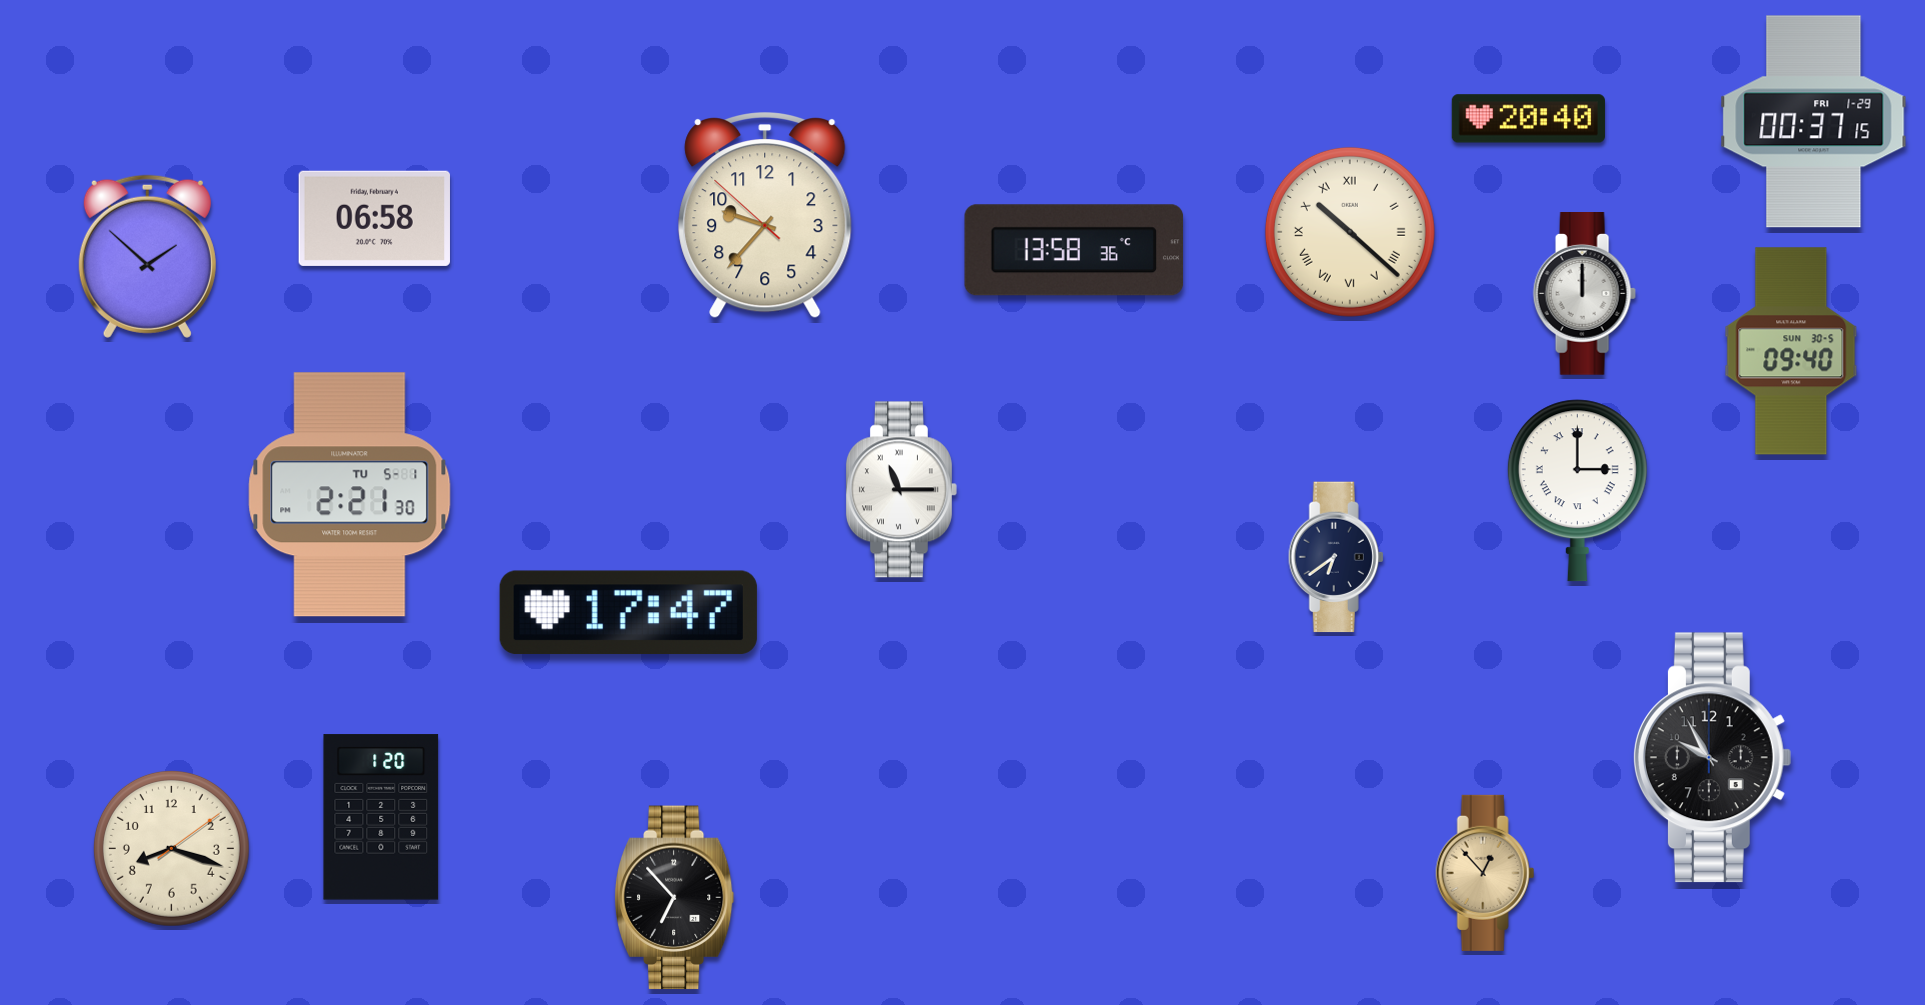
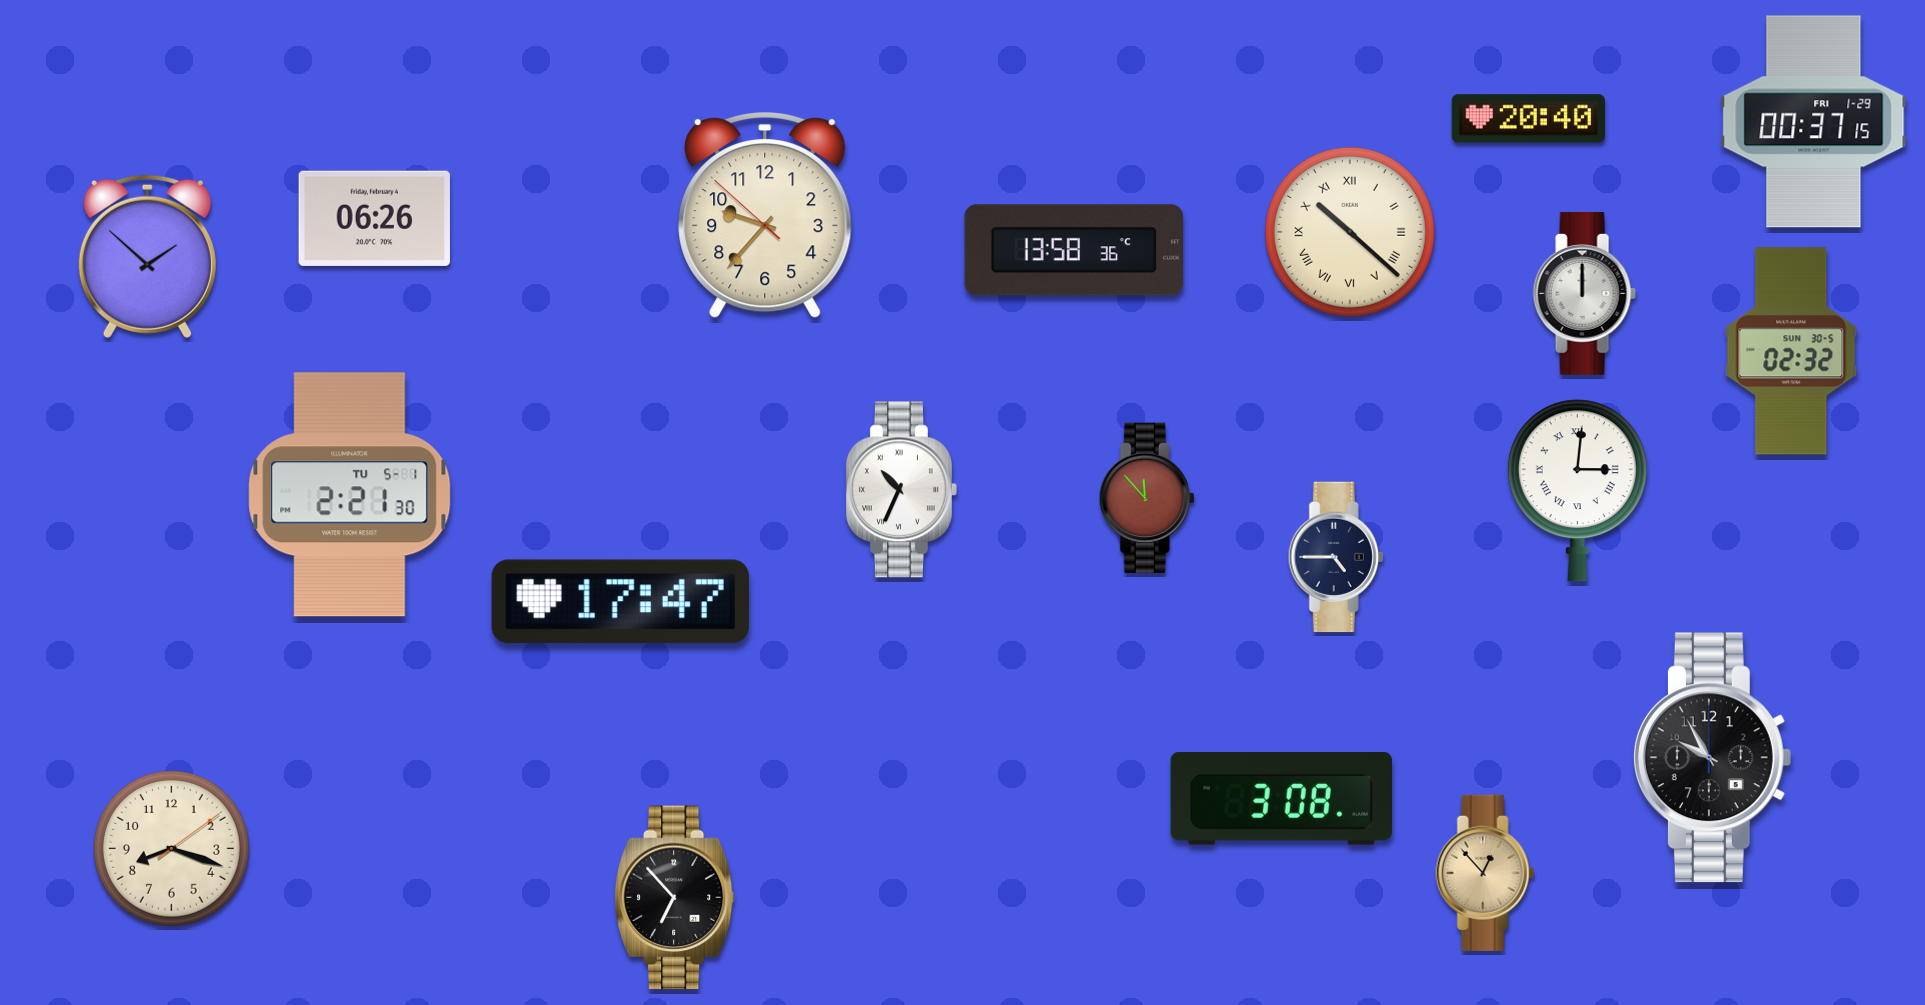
clock at (374, 218): 06:58 -> 06:26
clock at (1791, 351): 09:40 -> 02:32
clock at (901, 490): 11:15 -> 10:34
clock at (1577, 491): 3:00 -> 3:01
clock at (1147, 498): none -> 11:53
clock at (1336, 557): 6:39 -> 4:45
clock at (628, 613) position: (628, 613) -> (620, 602)
clock at (1281, 798): none -> 3:08
clock at (381, 817): 1:20 -> none
